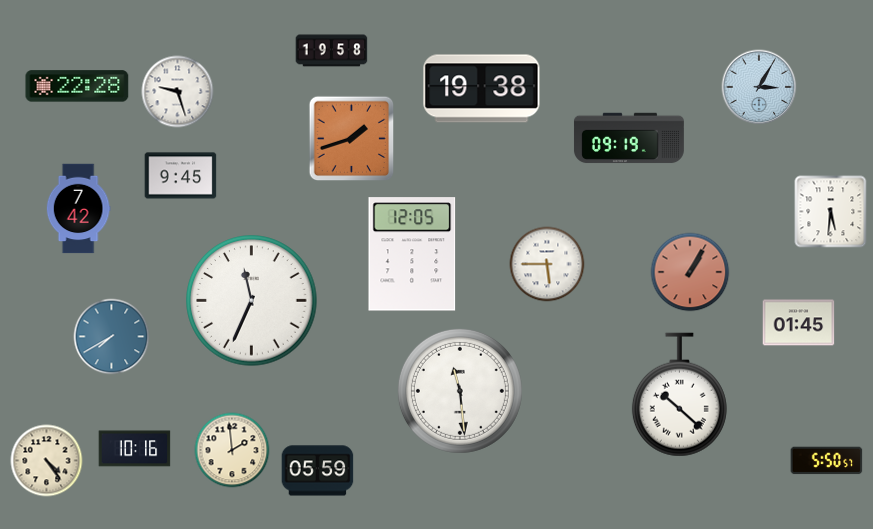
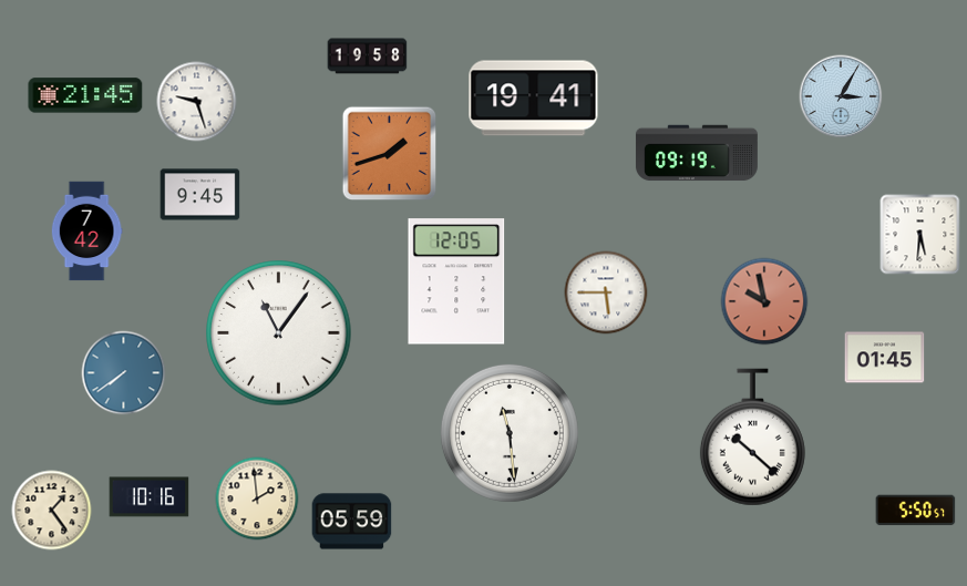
clock at (77, 86): 22:28 -> 21:45
clock at (482, 89): 19:38 -> 19:41
clock at (690, 272): 1:05 -> 9:58
clock at (252, 301): 11:34 -> 11:06
clock at (112, 337): 7:40 -> 7:39
clock at (47, 461): 4:24 -> 1:24
